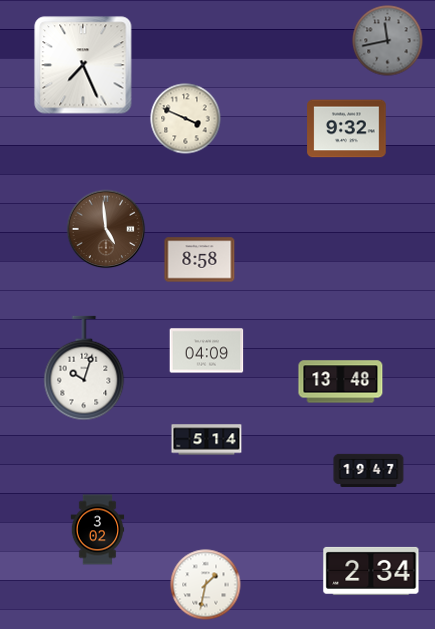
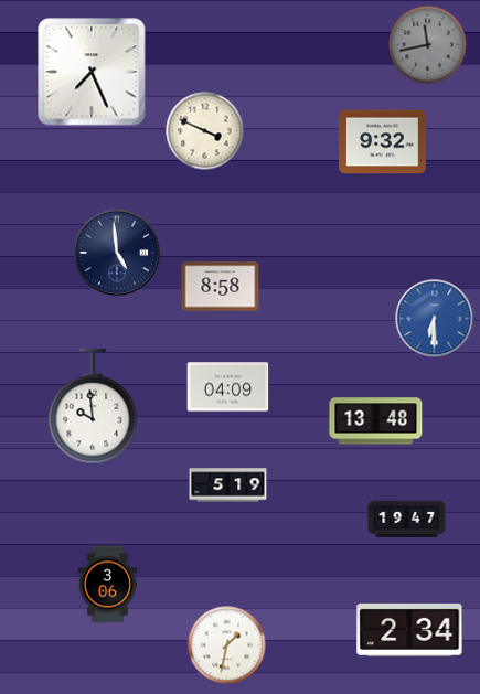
clock at (106, 229) dial: brown -> navy
clock at (435, 319): none -> 6:30
clock at (84, 368): 10:03 -> 9:59
clock at (207, 440): 5:14 -> 5:19
clock at (98, 530): 3:02 -> 3:06
